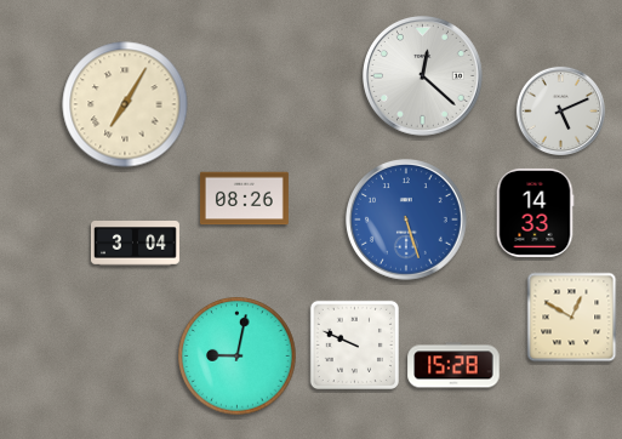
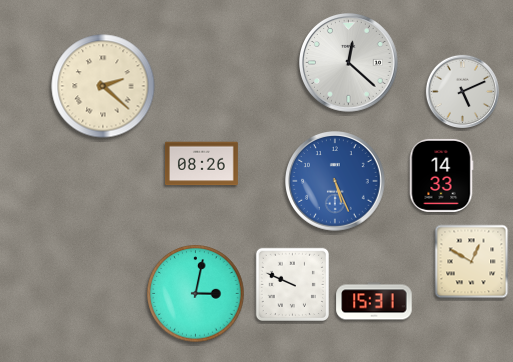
clock at (125, 104): 7:05 -> 2:22
clock at (407, 221): 5:27 -> 5:26
clock at (135, 244): 3:04 -> none
clock at (238, 357): 9:02 -> 3:02
clock at (453, 365): 15:28 -> 15:31
